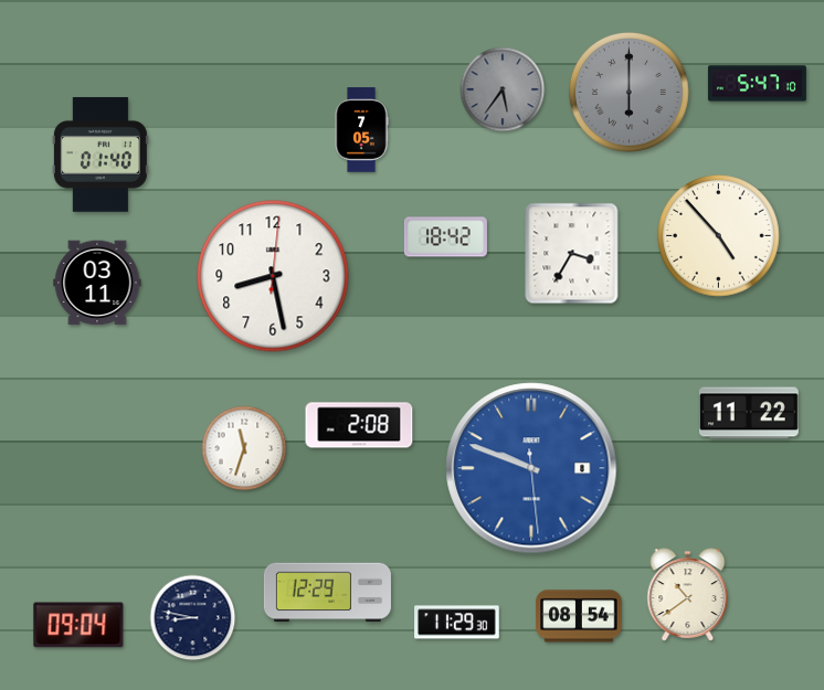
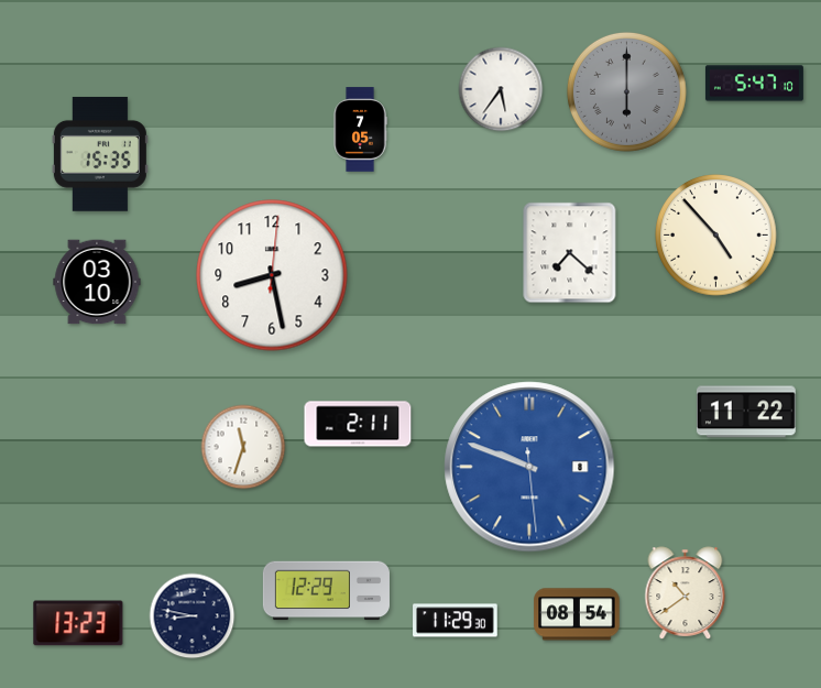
clock at (503, 89) dial: grey -> white
clock at (101, 155): 01:40 -> 15:35
clock at (445, 237): 18:42 -> none
clock at (572, 254): 3:35 -> 7:22
clock at (97, 283): 03:11 -> 03:10
clock at (359, 425): 2:08 -> 2:11
clock at (78, 625): 09:04 -> 13:23
